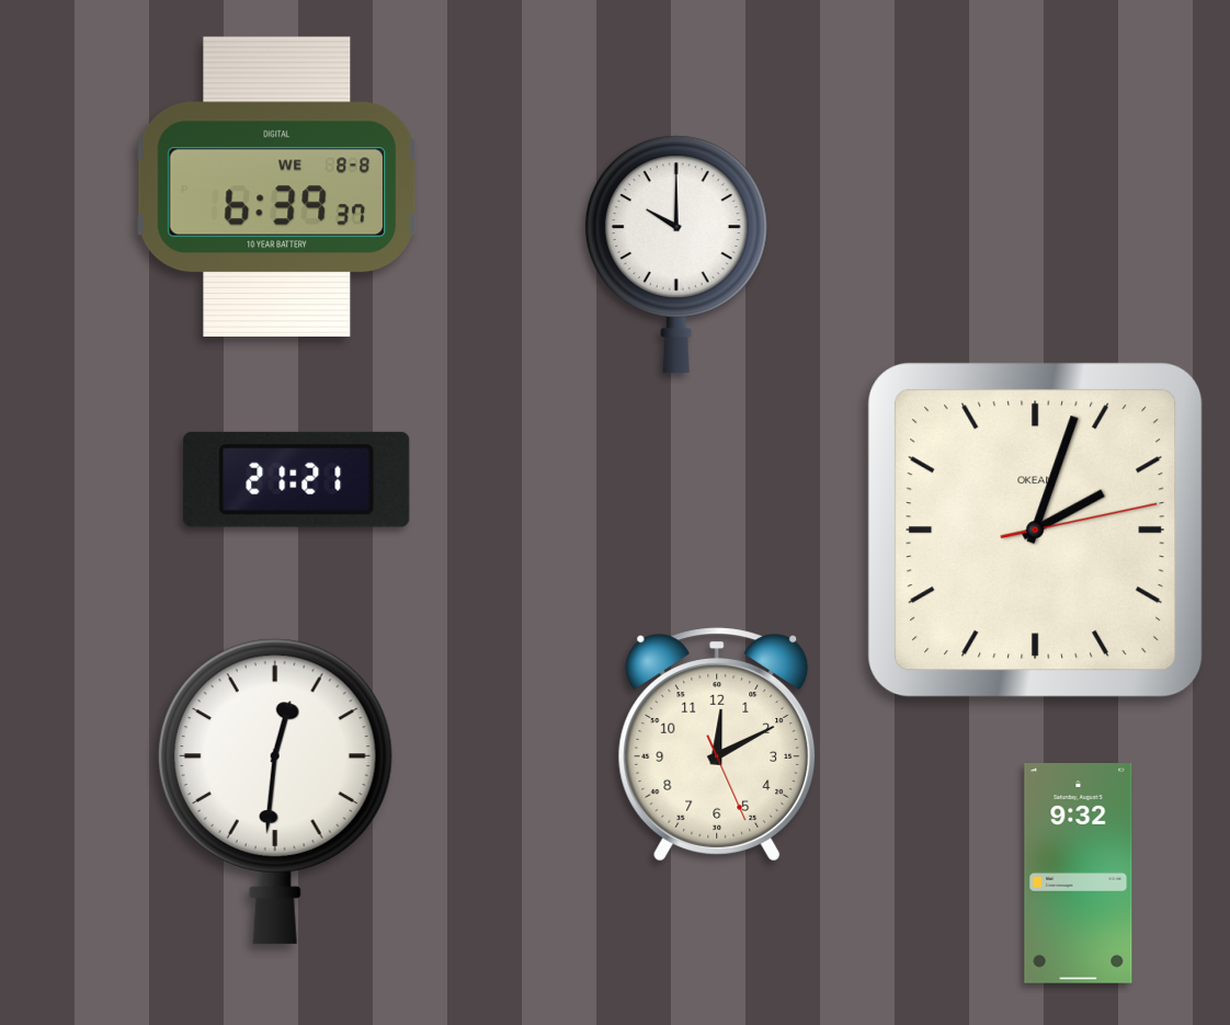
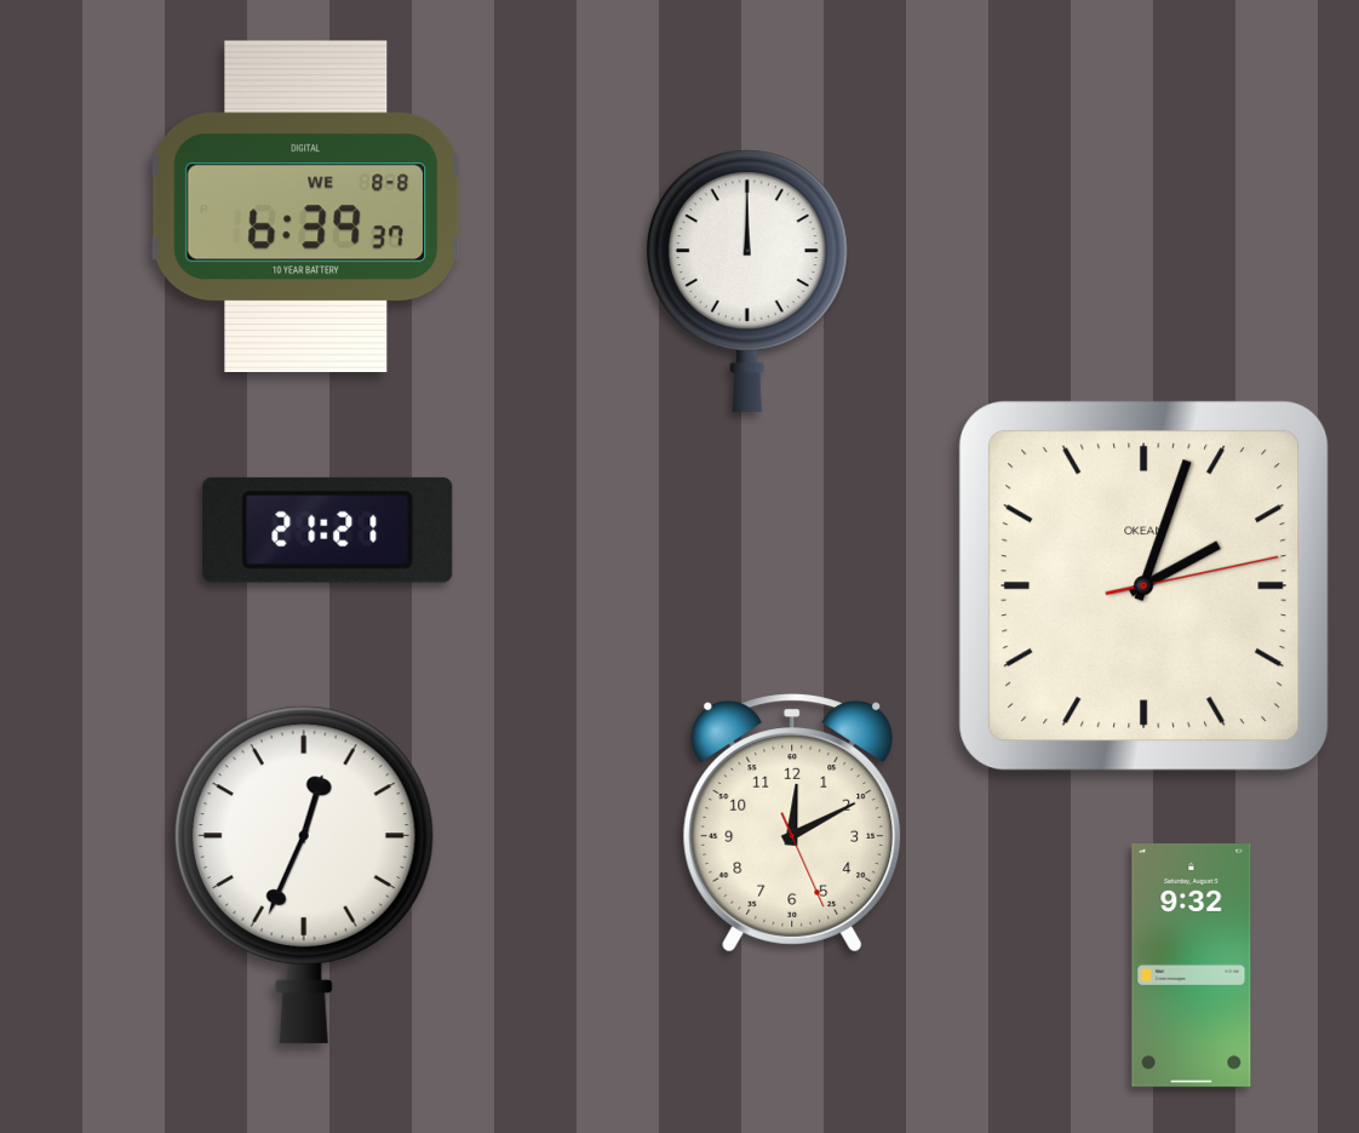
clock at (676, 254): 10:00 -> 12:00
clock at (275, 791): 12:31 -> 12:34
